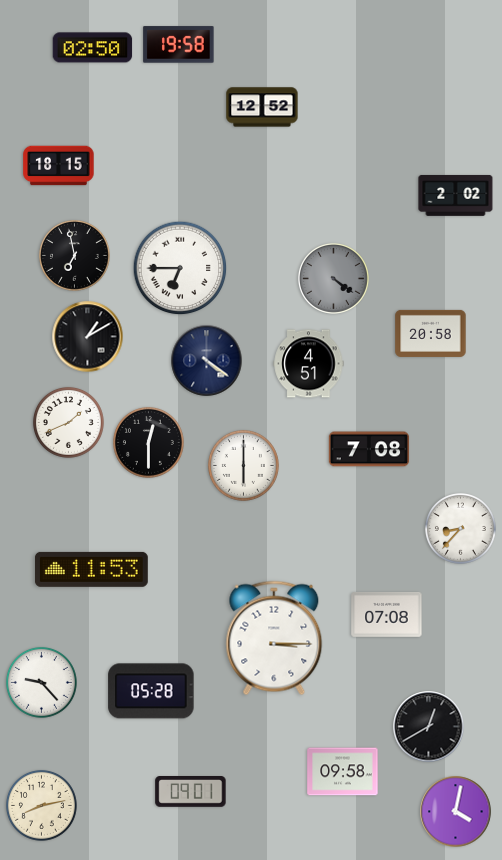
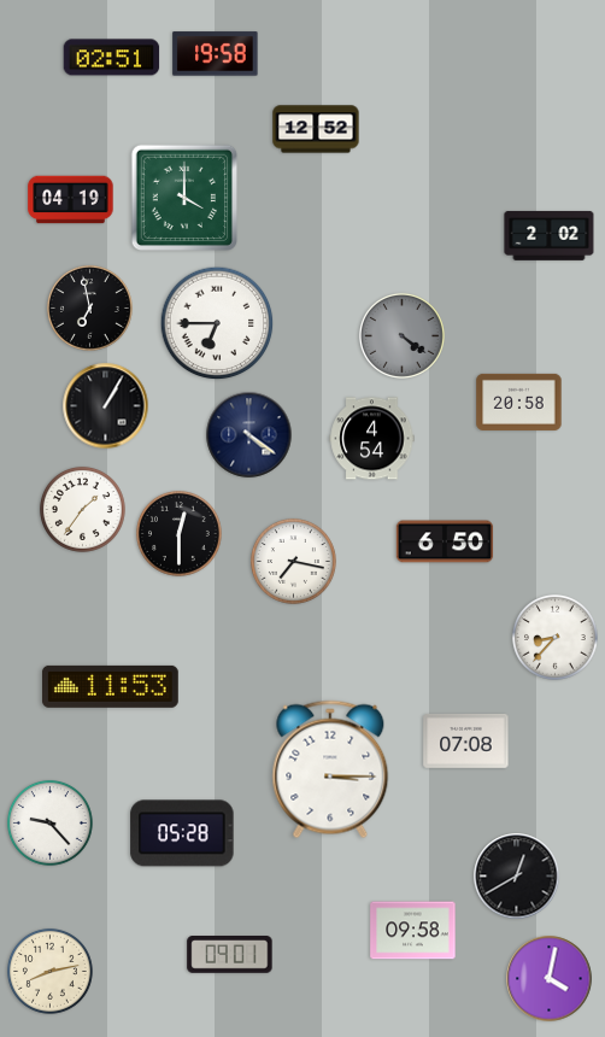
clock at (93, 48): 02:50 -> 02:51
clock at (184, 198): none -> 4:00
clock at (59, 166): 18:15 -> 04:19
clock at (88, 337): 1:10 -> 1:05
clock at (309, 364): 4:51 -> 4:54
clock at (68, 422): 1:41 -> 1:36
clock at (369, 449): 7:08 -> 6:50
clock at (243, 465): 6:00 -> 7:17
